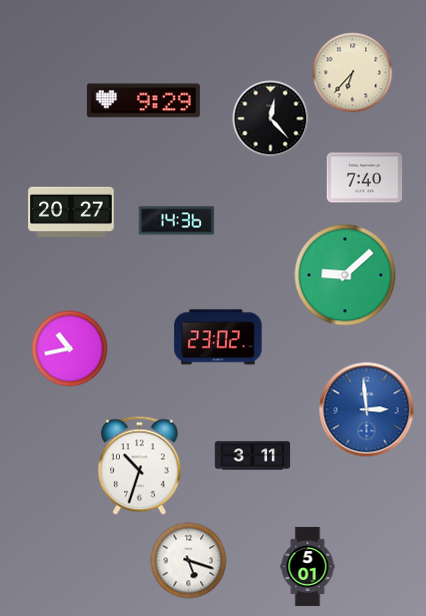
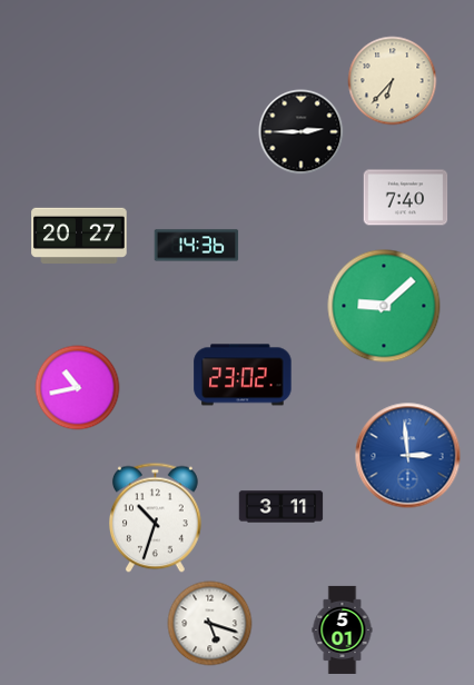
clock at (143, 101): 9:29 -> none
clock at (271, 119): 12:23 -> 2:45
